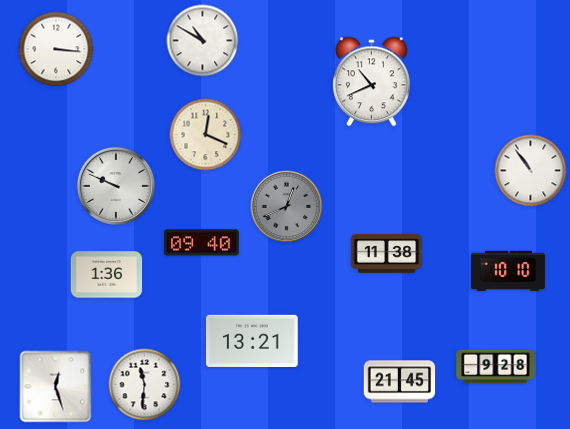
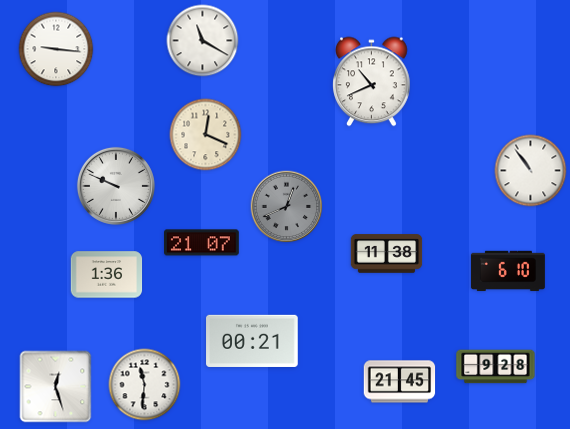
clock at (203, 41): 10:50 -> 11:20
clock at (56, 49): 3:16 -> 9:16
clock at (202, 243): 09:40 -> 21:07
clock at (508, 271): 10:10 -> 6:10
clock at (252, 340): 13:21 -> 00:21
